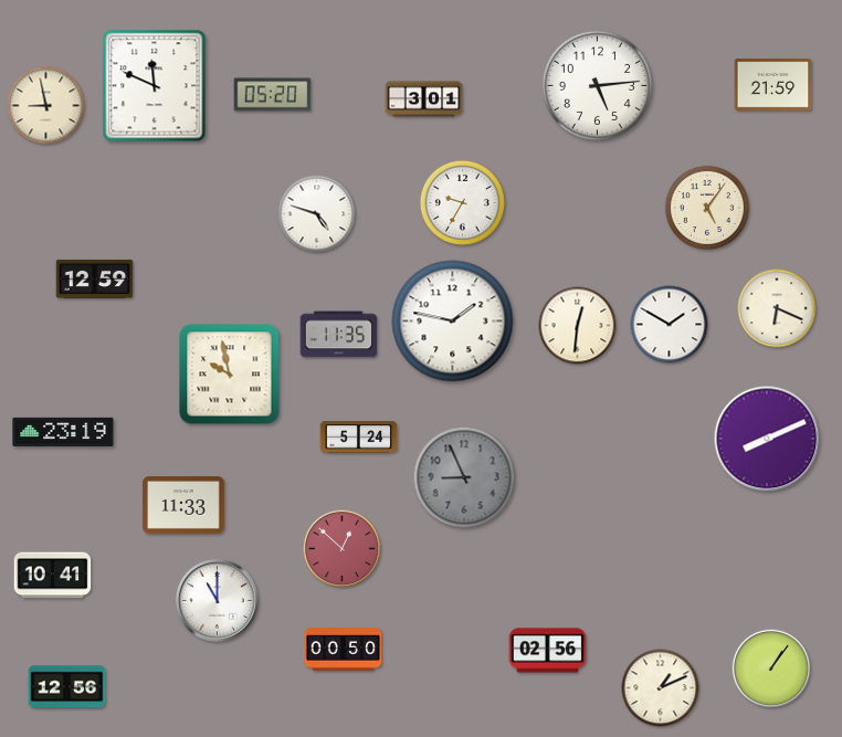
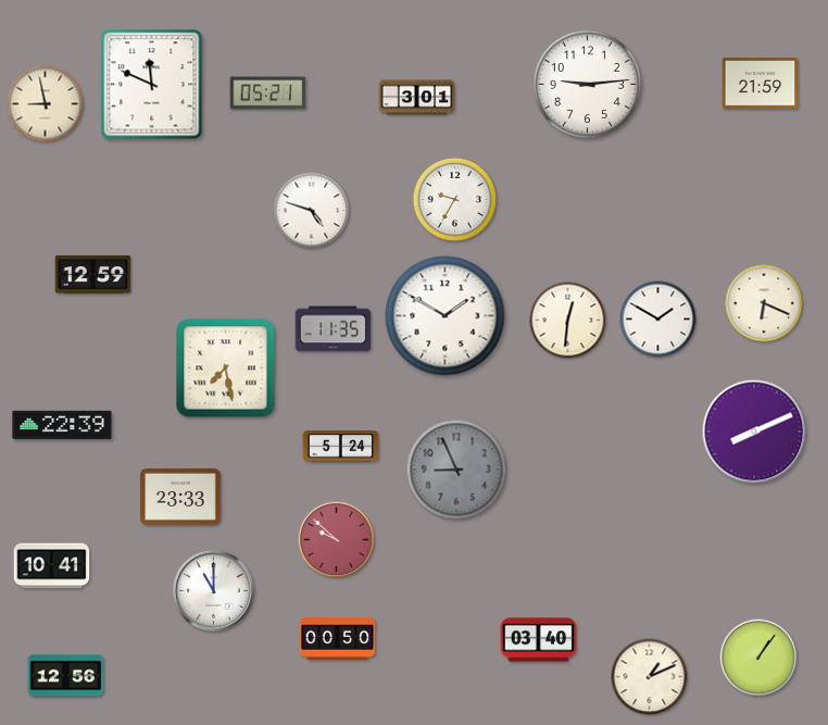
clock at (597, 85): 5:14 -> 9:14
clock at (273, 95): 05:20 -> 05:21
clock at (706, 207): 5:06 -> none
clock at (453, 322): 1:47 -> 1:50
clock at (230, 375): 9:58 -> 7:28
clock at (63, 432): 23:19 -> 22:39
clock at (359, 438) position: (359, 438) -> (341, 447)
clock at (183, 506): 11:33 -> 23:33
clock at (343, 549): 12:52 -> 9:52
clock at (548, 651): 02:56 -> 03:40
